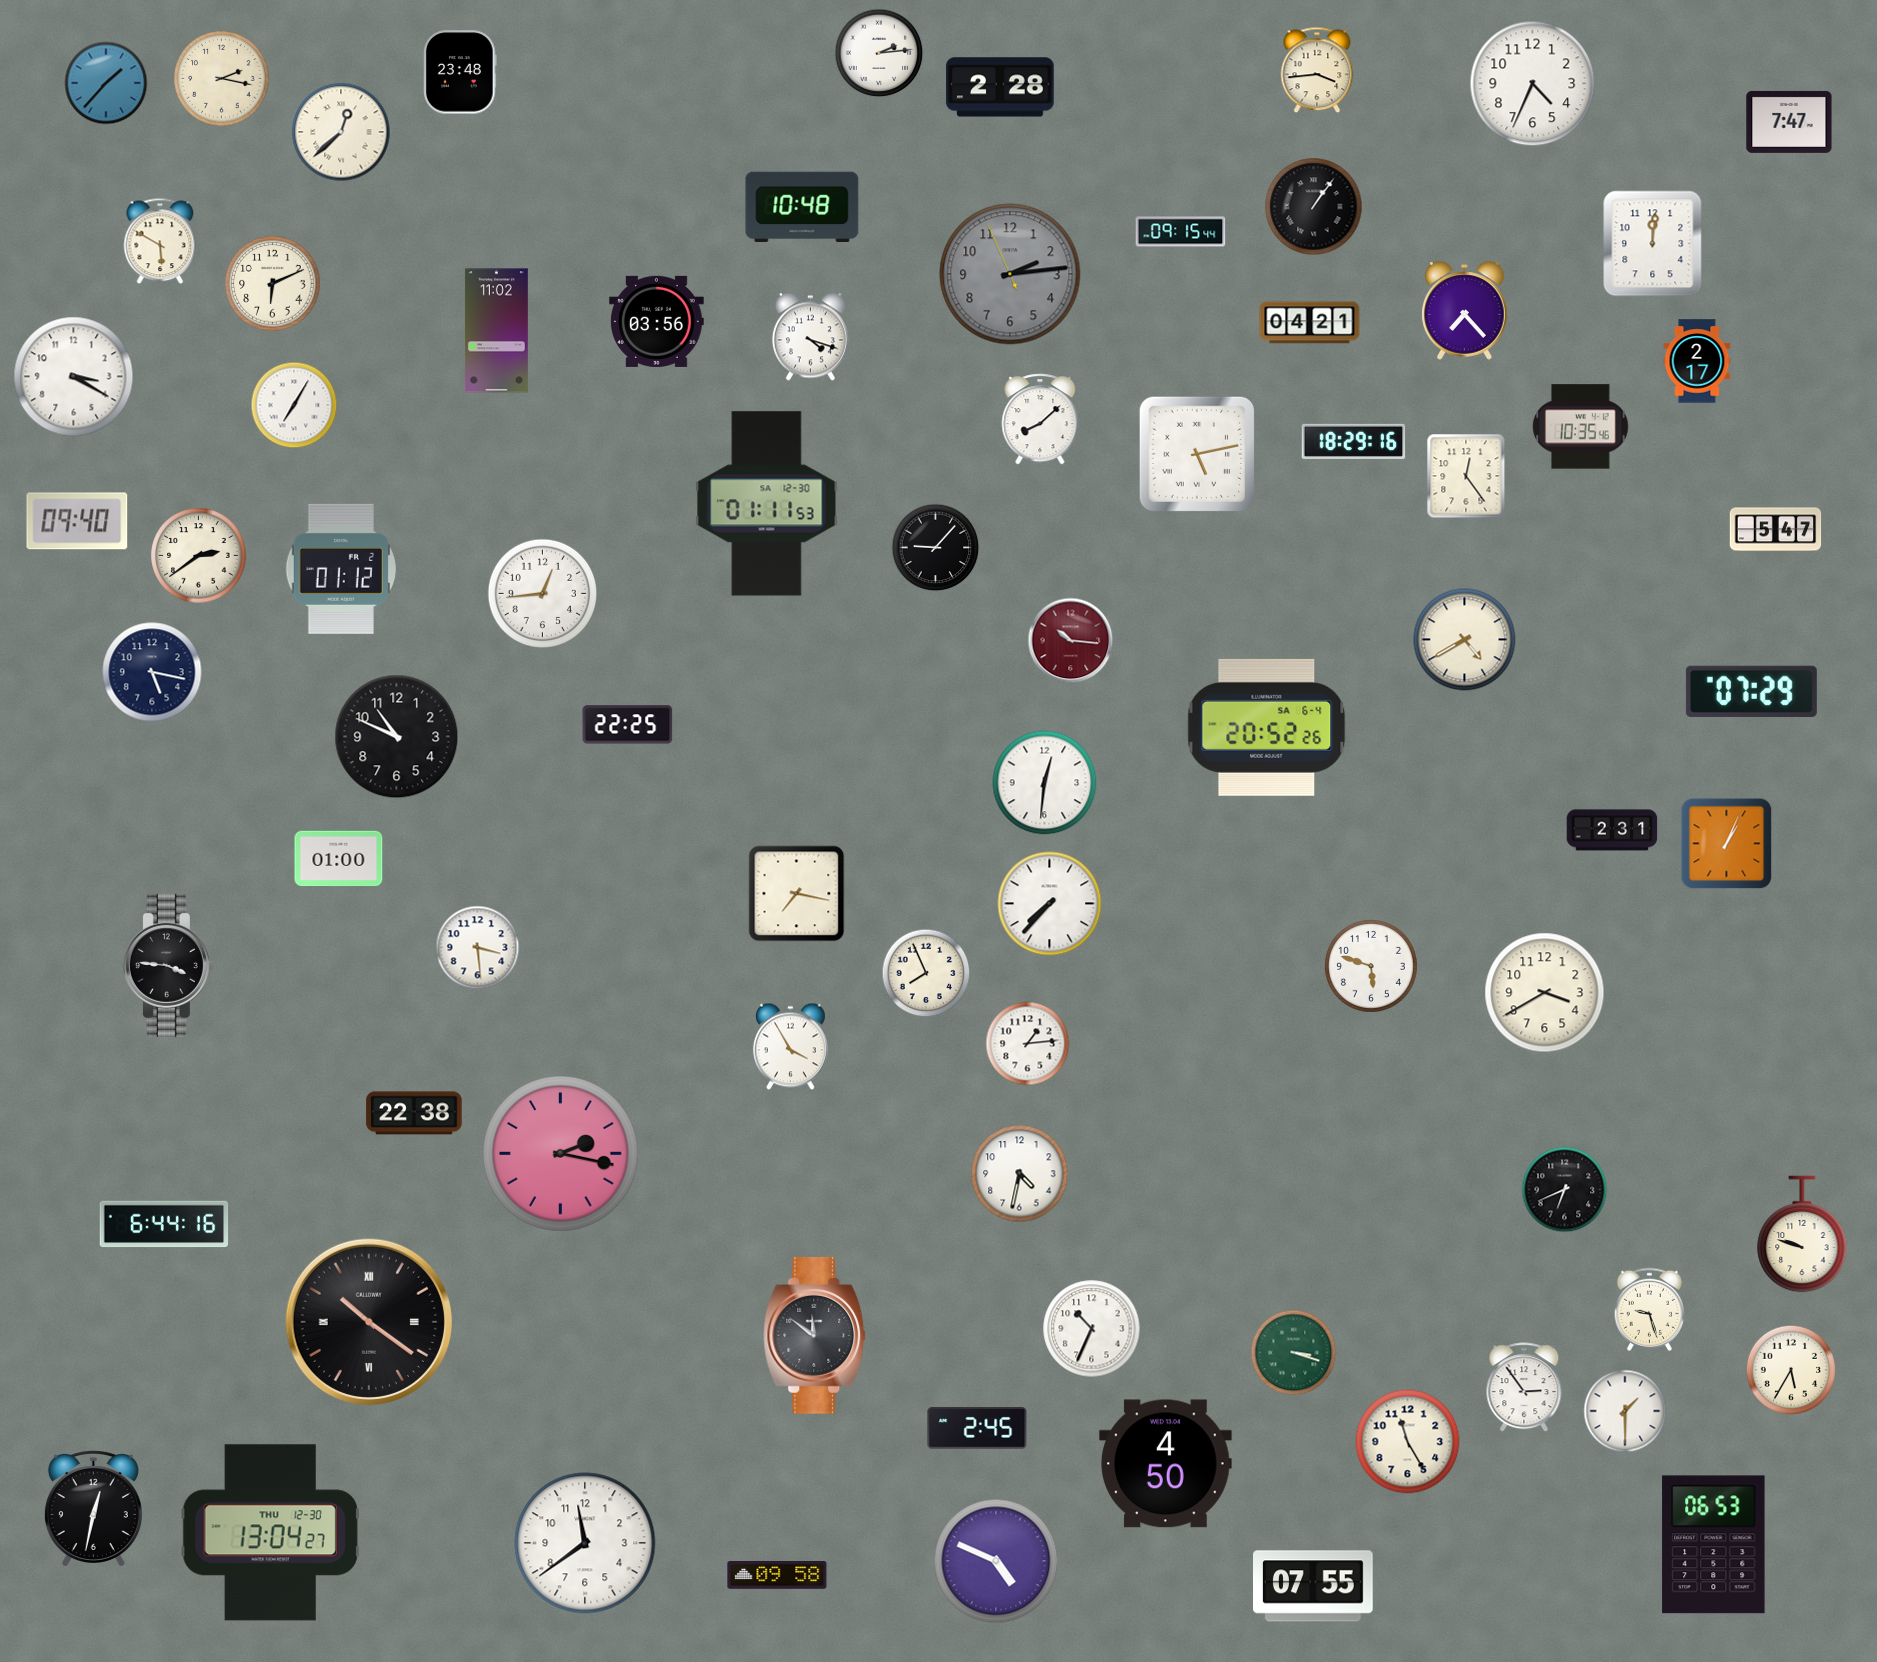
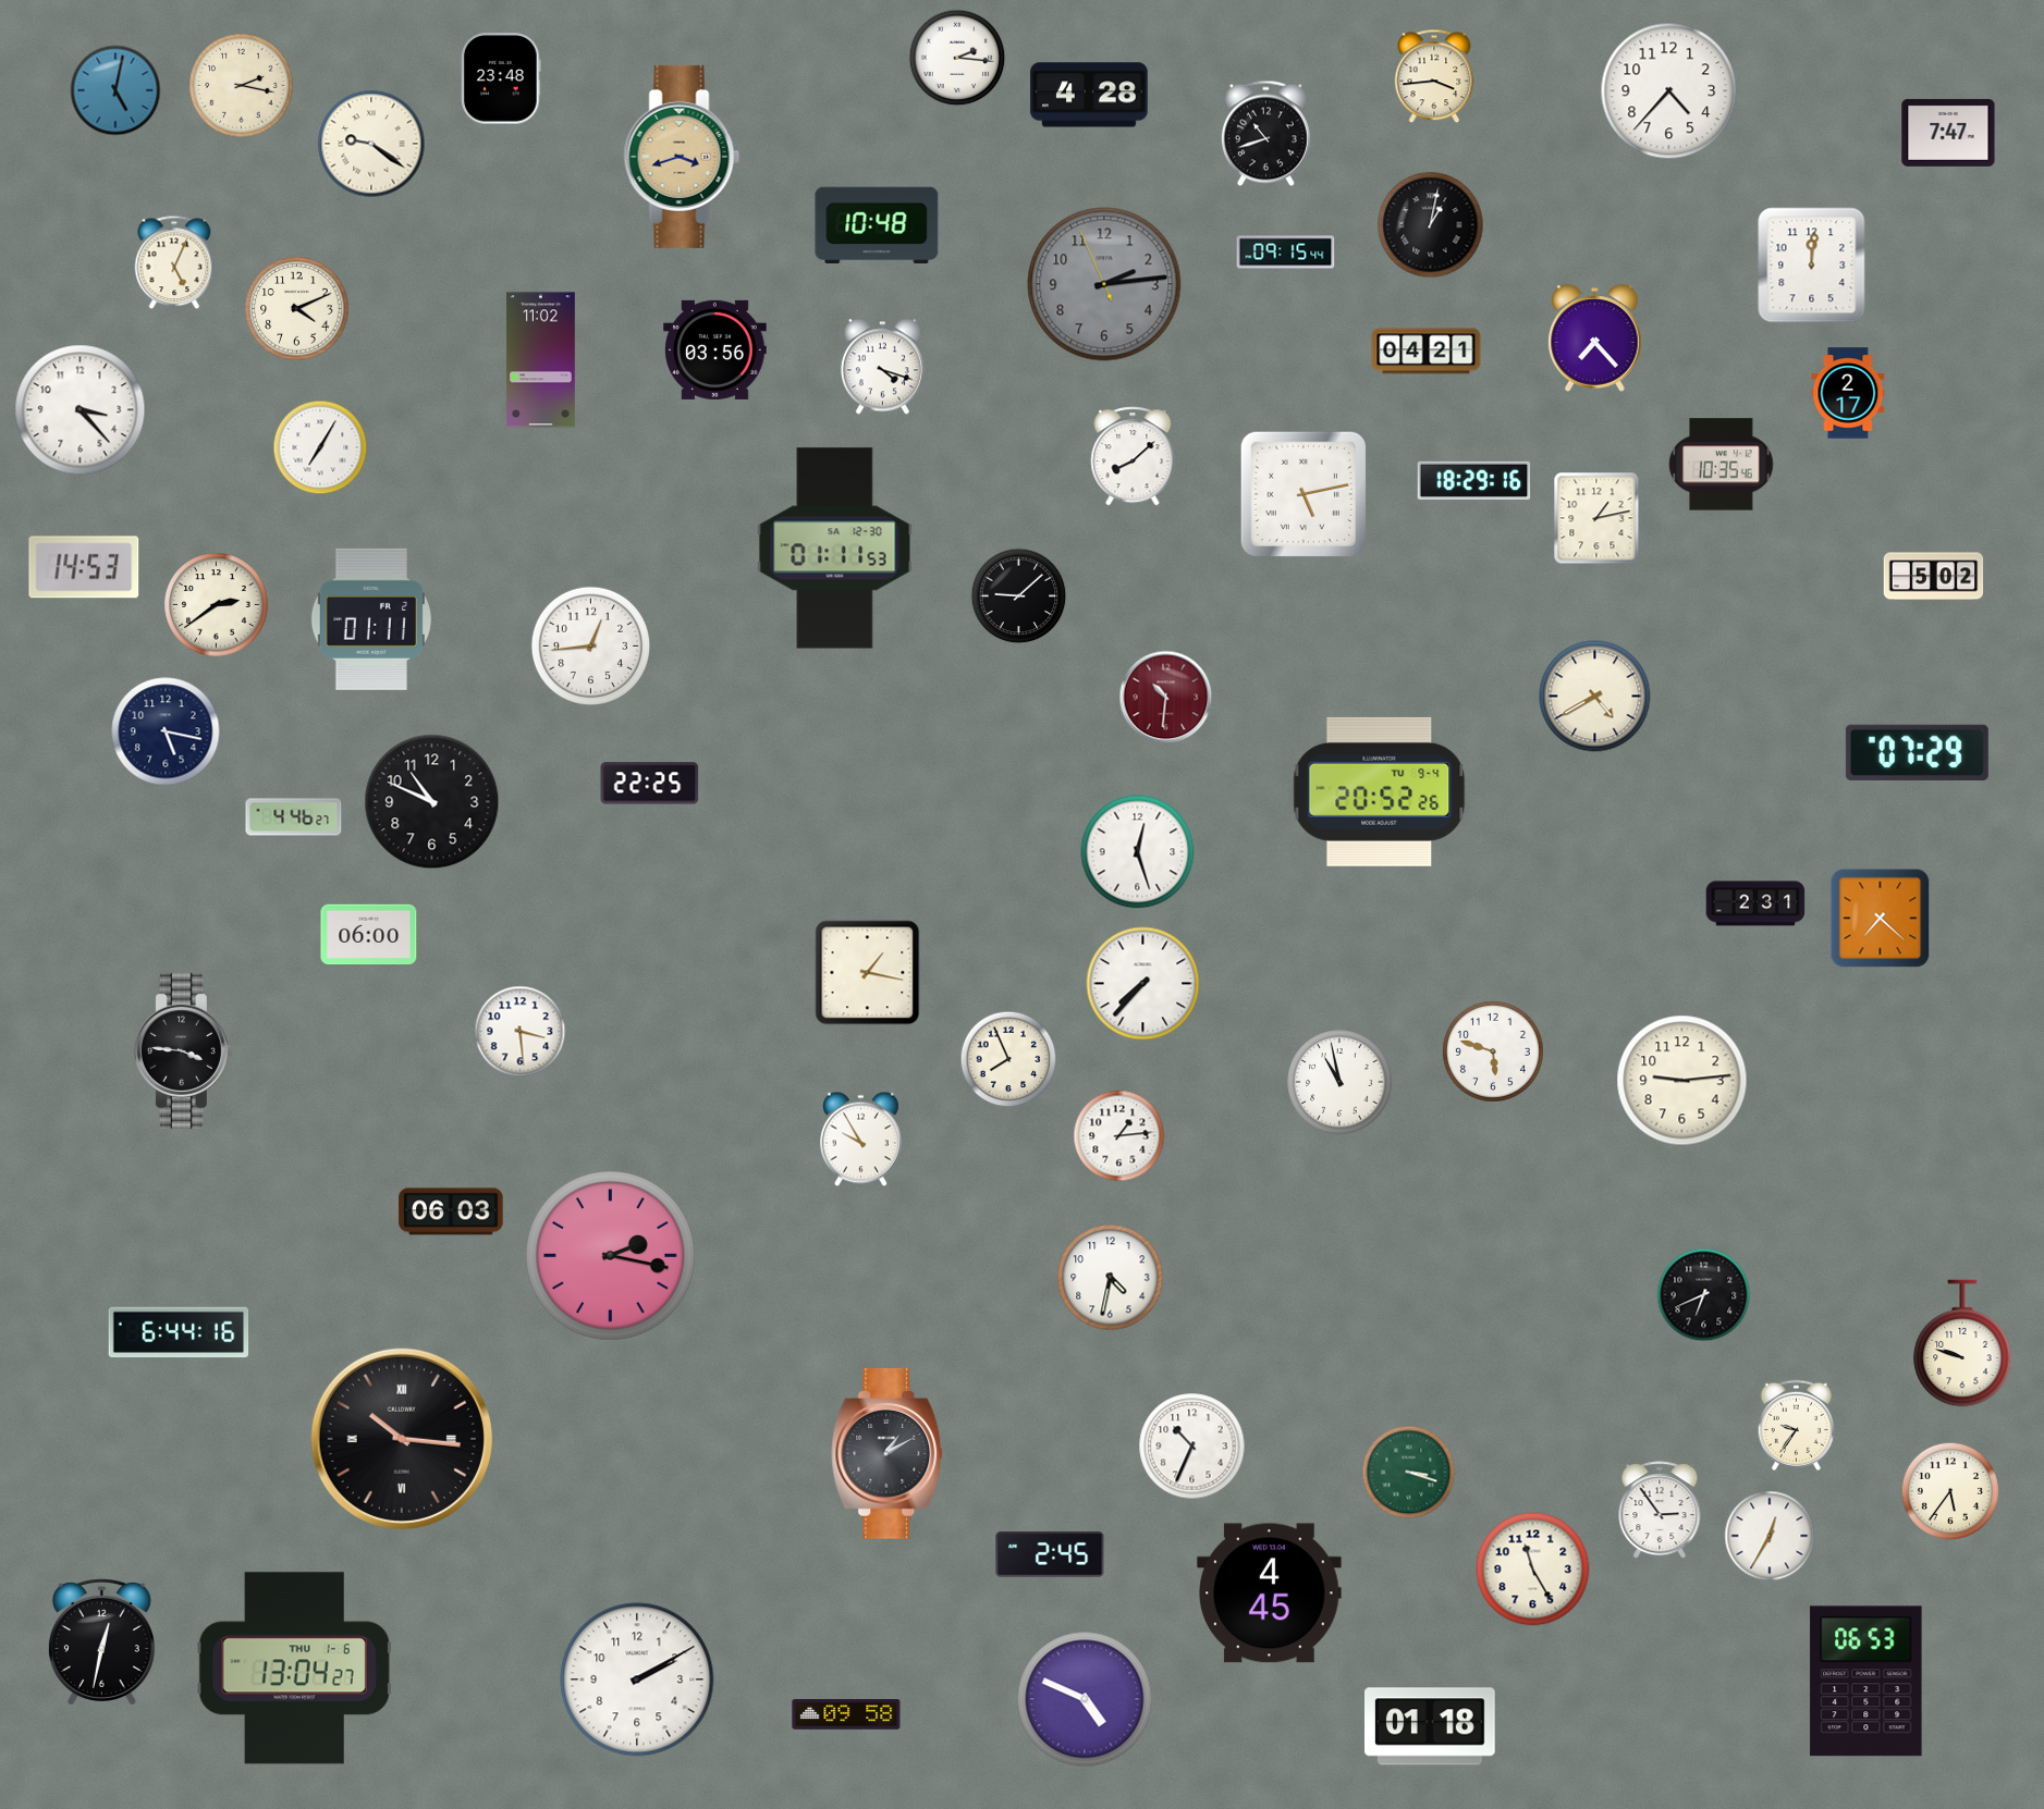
clock at (879, 53): 2:14 -> 2:16
clock at (106, 83): 1:37 -> 5:02
clock at (1533, 84): 4:34 -> 4:37
clock at (1000, 87): 2:28 -> 4:28
clock at (1265, 134): none -> 10:42
clock at (341, 132): 12:38 -> 9:21
clock at (682, 157): none -> 3:42
clock at (802, 206) position: (802, 206) -> (877, 224)
clock at (1314, 207): 1:06 -> 1:02
clock at (160, 241): 5:50 -> 5:04
clock at (1653, 244) position: (1653, 244) -> (1812, 266)
clock at (1010, 274) position: (1010, 274) -> (1104, 284)
clock at (273, 284): 6:11 -> 4:11
clock at (74, 377): 3:20 -> 3:23
clock at (294, 405) position: (294, 405) -> (320, 447)
clock at (1466, 476): 12:24 -> 1:13
clock at (77, 521): 09:40 -> 14:53
clock at (1776, 530): 5:47 -> 5:02
clock at (936, 548): 9:07 -> 9:08
clock at (341, 569): 01:12 -> 01:11
clock at (1071, 641): 10:16 -> 10:31
clock at (1751, 691) position: (1751, 691) -> (1917, 752)
clock at (628, 725) position: (628, 725) -> (650, 784)
clock at (1267, 727) date: SA 6-4 -> TU 9-4
clock at (294, 817): none -> 4:46
clock at (1045, 783): 12:31 -> 12:27
clock at (1727, 844): 1:04 -> 7:22
clock at (339, 859): 01:00 -> 06:00
clock at (797, 894): 7:17 -> 1:17
clock at (1545, 993): 3:40 -> 9:14
clock at (1339, 1082): none -> 10:58
clock at (790, 1047): 3:55 -> 9:55
clock at (414, 1113): 22:38 -> 06:03
clock at (1649, 1309): 9:27 -> 9:36
clock at (369, 1322): 10:21 -> 10:16
clock at (1092, 1329) position: (1092, 1329) -> (1192, 1447)
clock at (815, 1335): 11:51 -> 1:10
clock at (1791, 1370): 5:35 -> 5:36
clock at (1625, 1411): 1:30 -> 12:35
clock at (977, 1428) position: (977, 1428) -> (1050, 1554)
clock at (1166, 1464): 4:50 -> 4:45
clock at (270, 1533) date: THU 12-30 -> THU 1-6
clock at (585, 1543): 11:39 -> 2:10
clock at (1314, 1586): 07:55 -> 01:18
